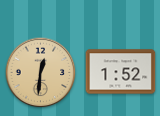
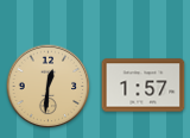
clock at (121, 72): 1:52 -> 1:57
